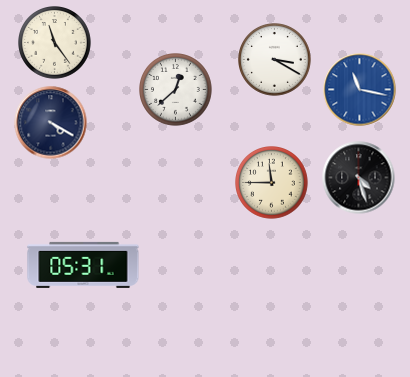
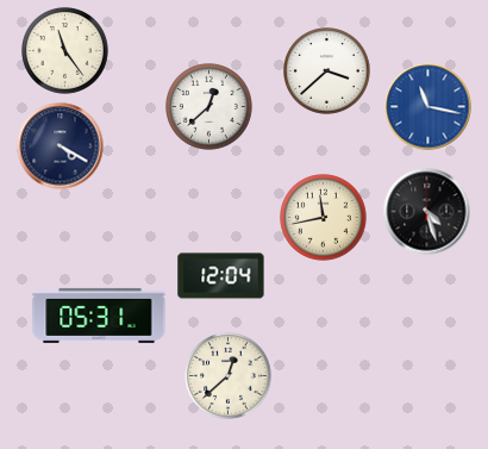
clock at (275, 60): 3:20 -> 3:38
clock at (272, 183): 11:45 -> 11:43
clock at (221, 276): none -> 12:04
clock at (229, 376): none -> 12:38
